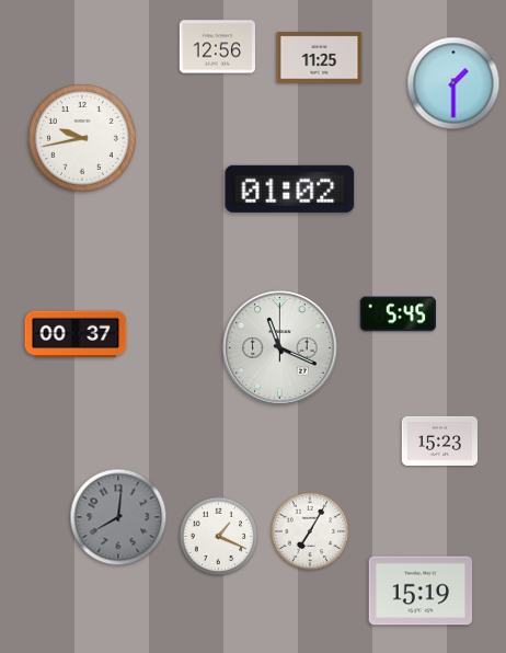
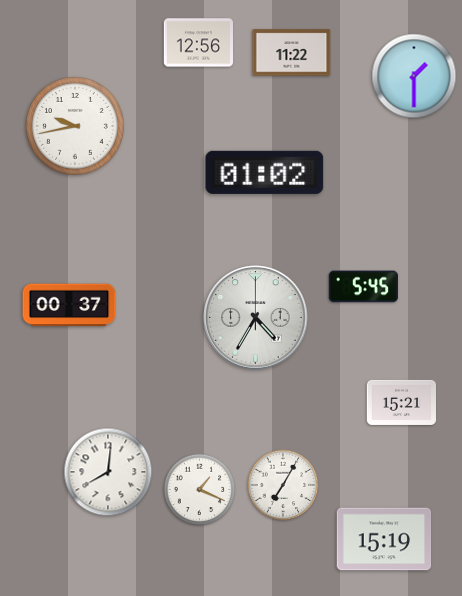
clock at (320, 58): 11:25 -> 11:22
clock at (280, 348): 11:19 -> 4:35
clock at (439, 440): 15:23 -> 15:21
clock at (118, 517) dial: grey -> white
